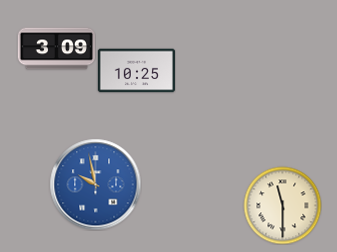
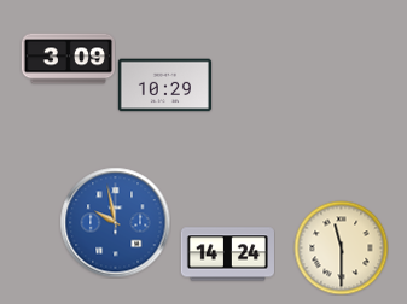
clock at (136, 71): 10:25 -> 10:29
clock at (227, 255): none -> 14:24
